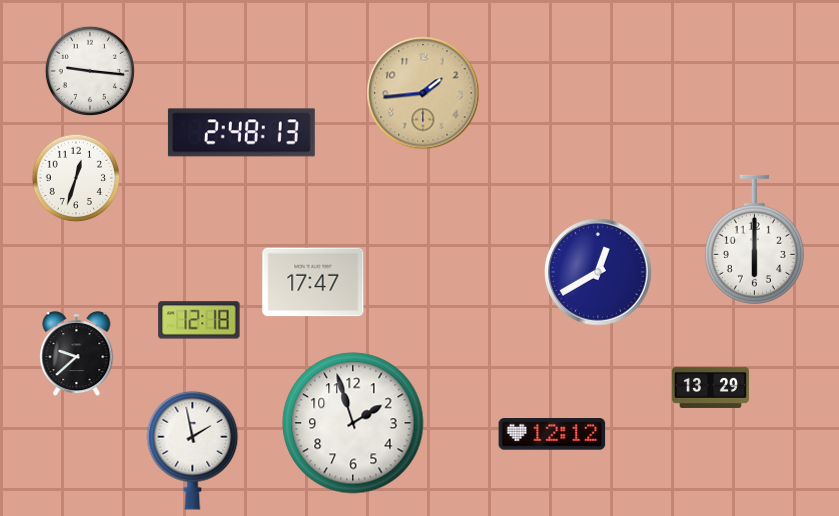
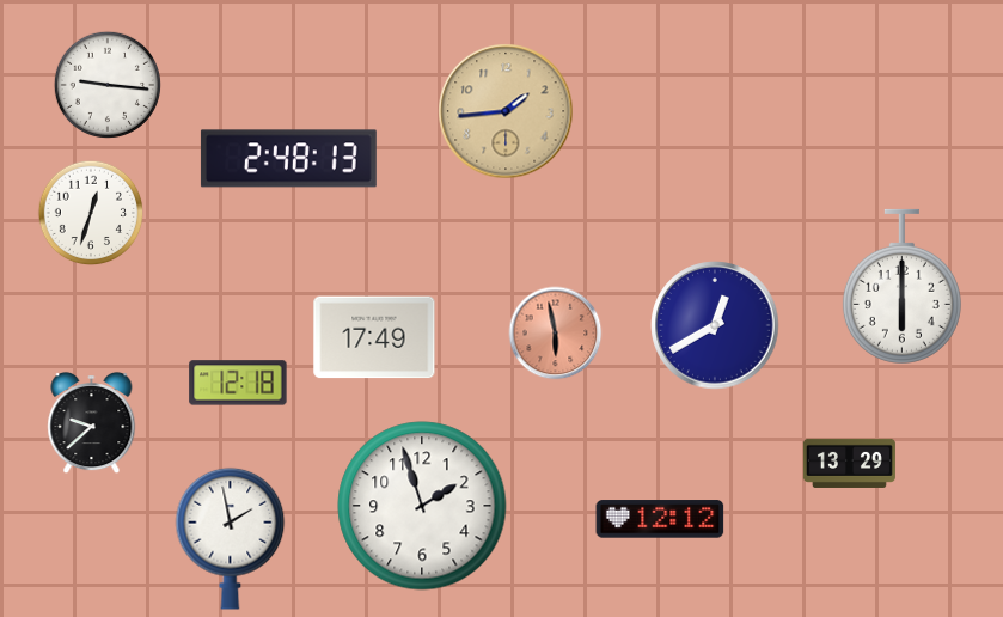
clock at (556, 334): none -> 5:58
clock at (313, 282): 17:47 -> 17:49
